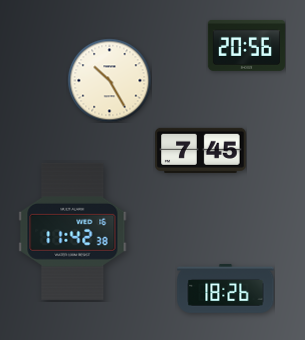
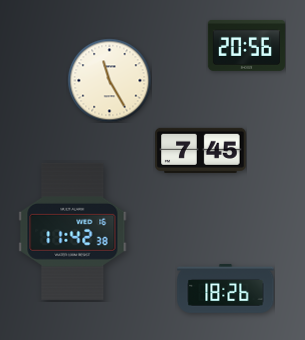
clock at (109, 80): 10:25 -> 11:25
